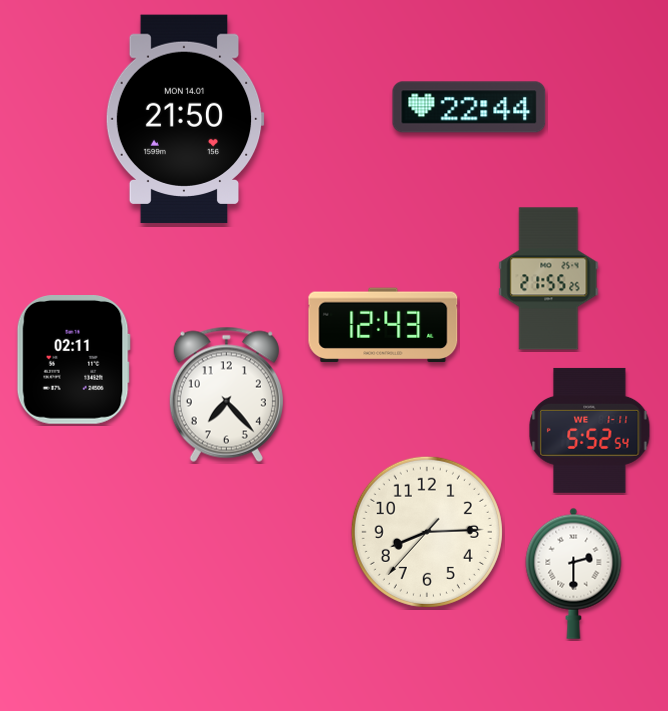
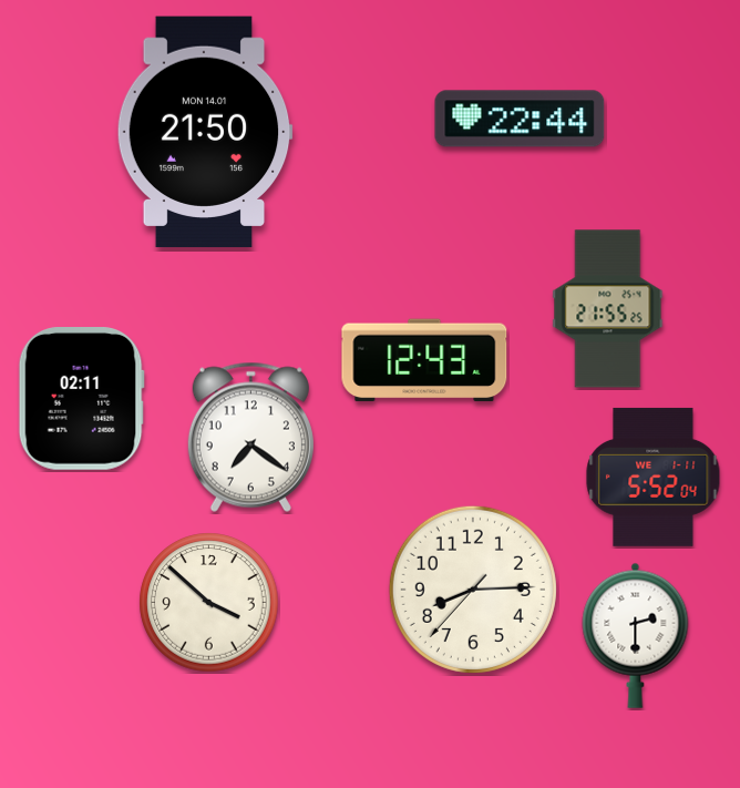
clock at (226, 394): 7:23 -> 7:21
clock at (590, 430): 5:52:54 -> 5:52:04
clock at (209, 603): none -> 3:52
